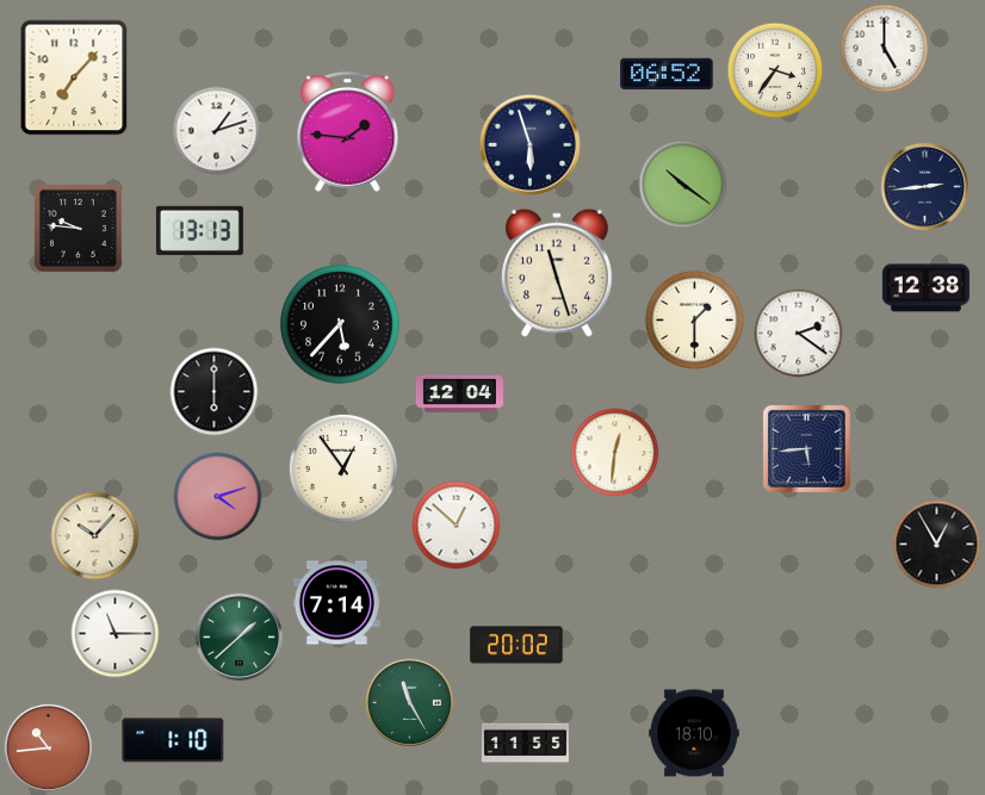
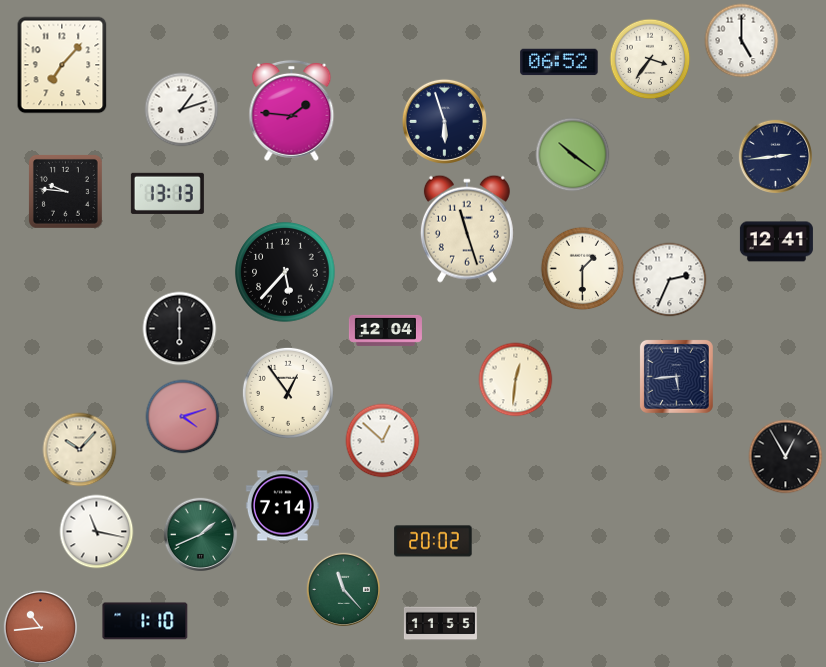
clock at (925, 288): 12:38 -> 12:41
clock at (799, 334): 2:21 -> 2:34
clock at (116, 634): 11:15 -> 11:17
clock at (238, 636): 1:38 -> 1:41
clock at (409, 702): 11:25 -> 11:23
clock at (694, 733): 18:10 -> none
